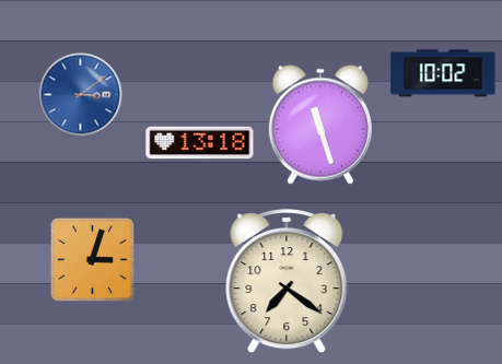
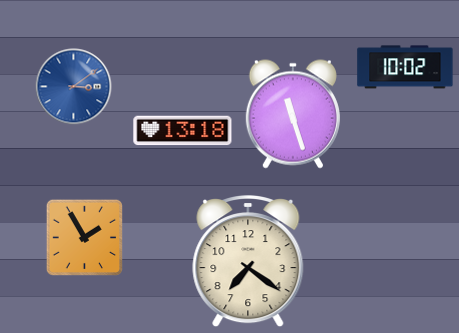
clock at (92, 259): 3:03 -> 1:55
clock at (287, 282) position: (287, 282) -> (248, 262)
